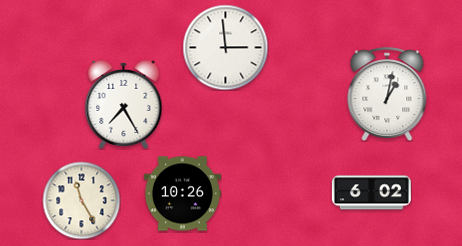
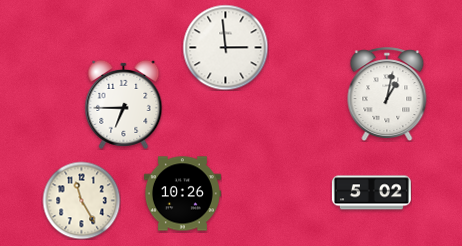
clock at (124, 104): 7:25 -> 6:45
clock at (371, 193): 6:02 -> 5:02
